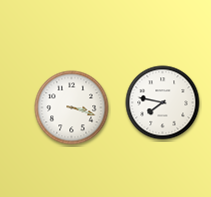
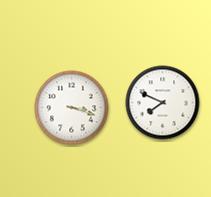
clock at (163, 103): 7:47 -> 7:49
